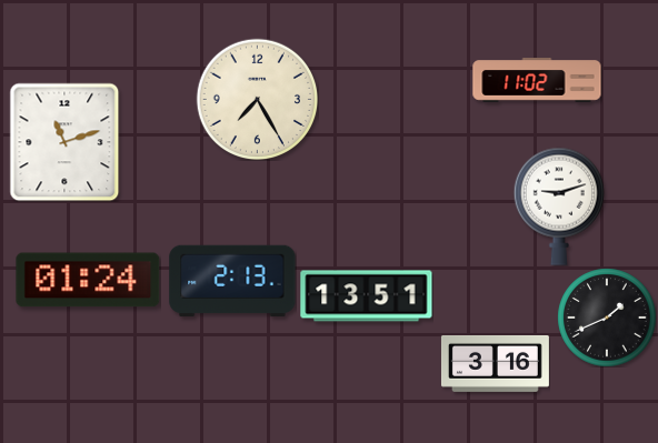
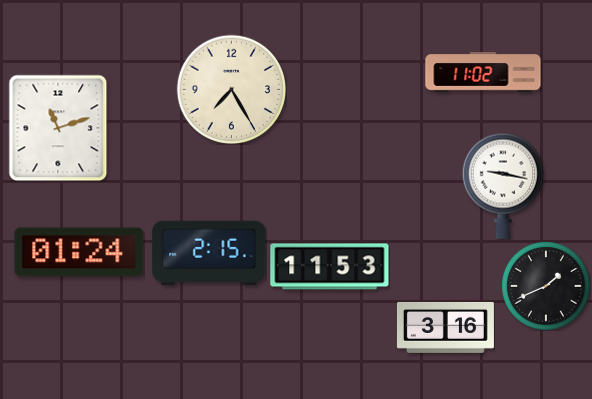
clock at (559, 207): 9:12 -> 9:17
clock at (232, 281): 2:13 -> 2:15
clock at (367, 296): 13:51 -> 11:53
